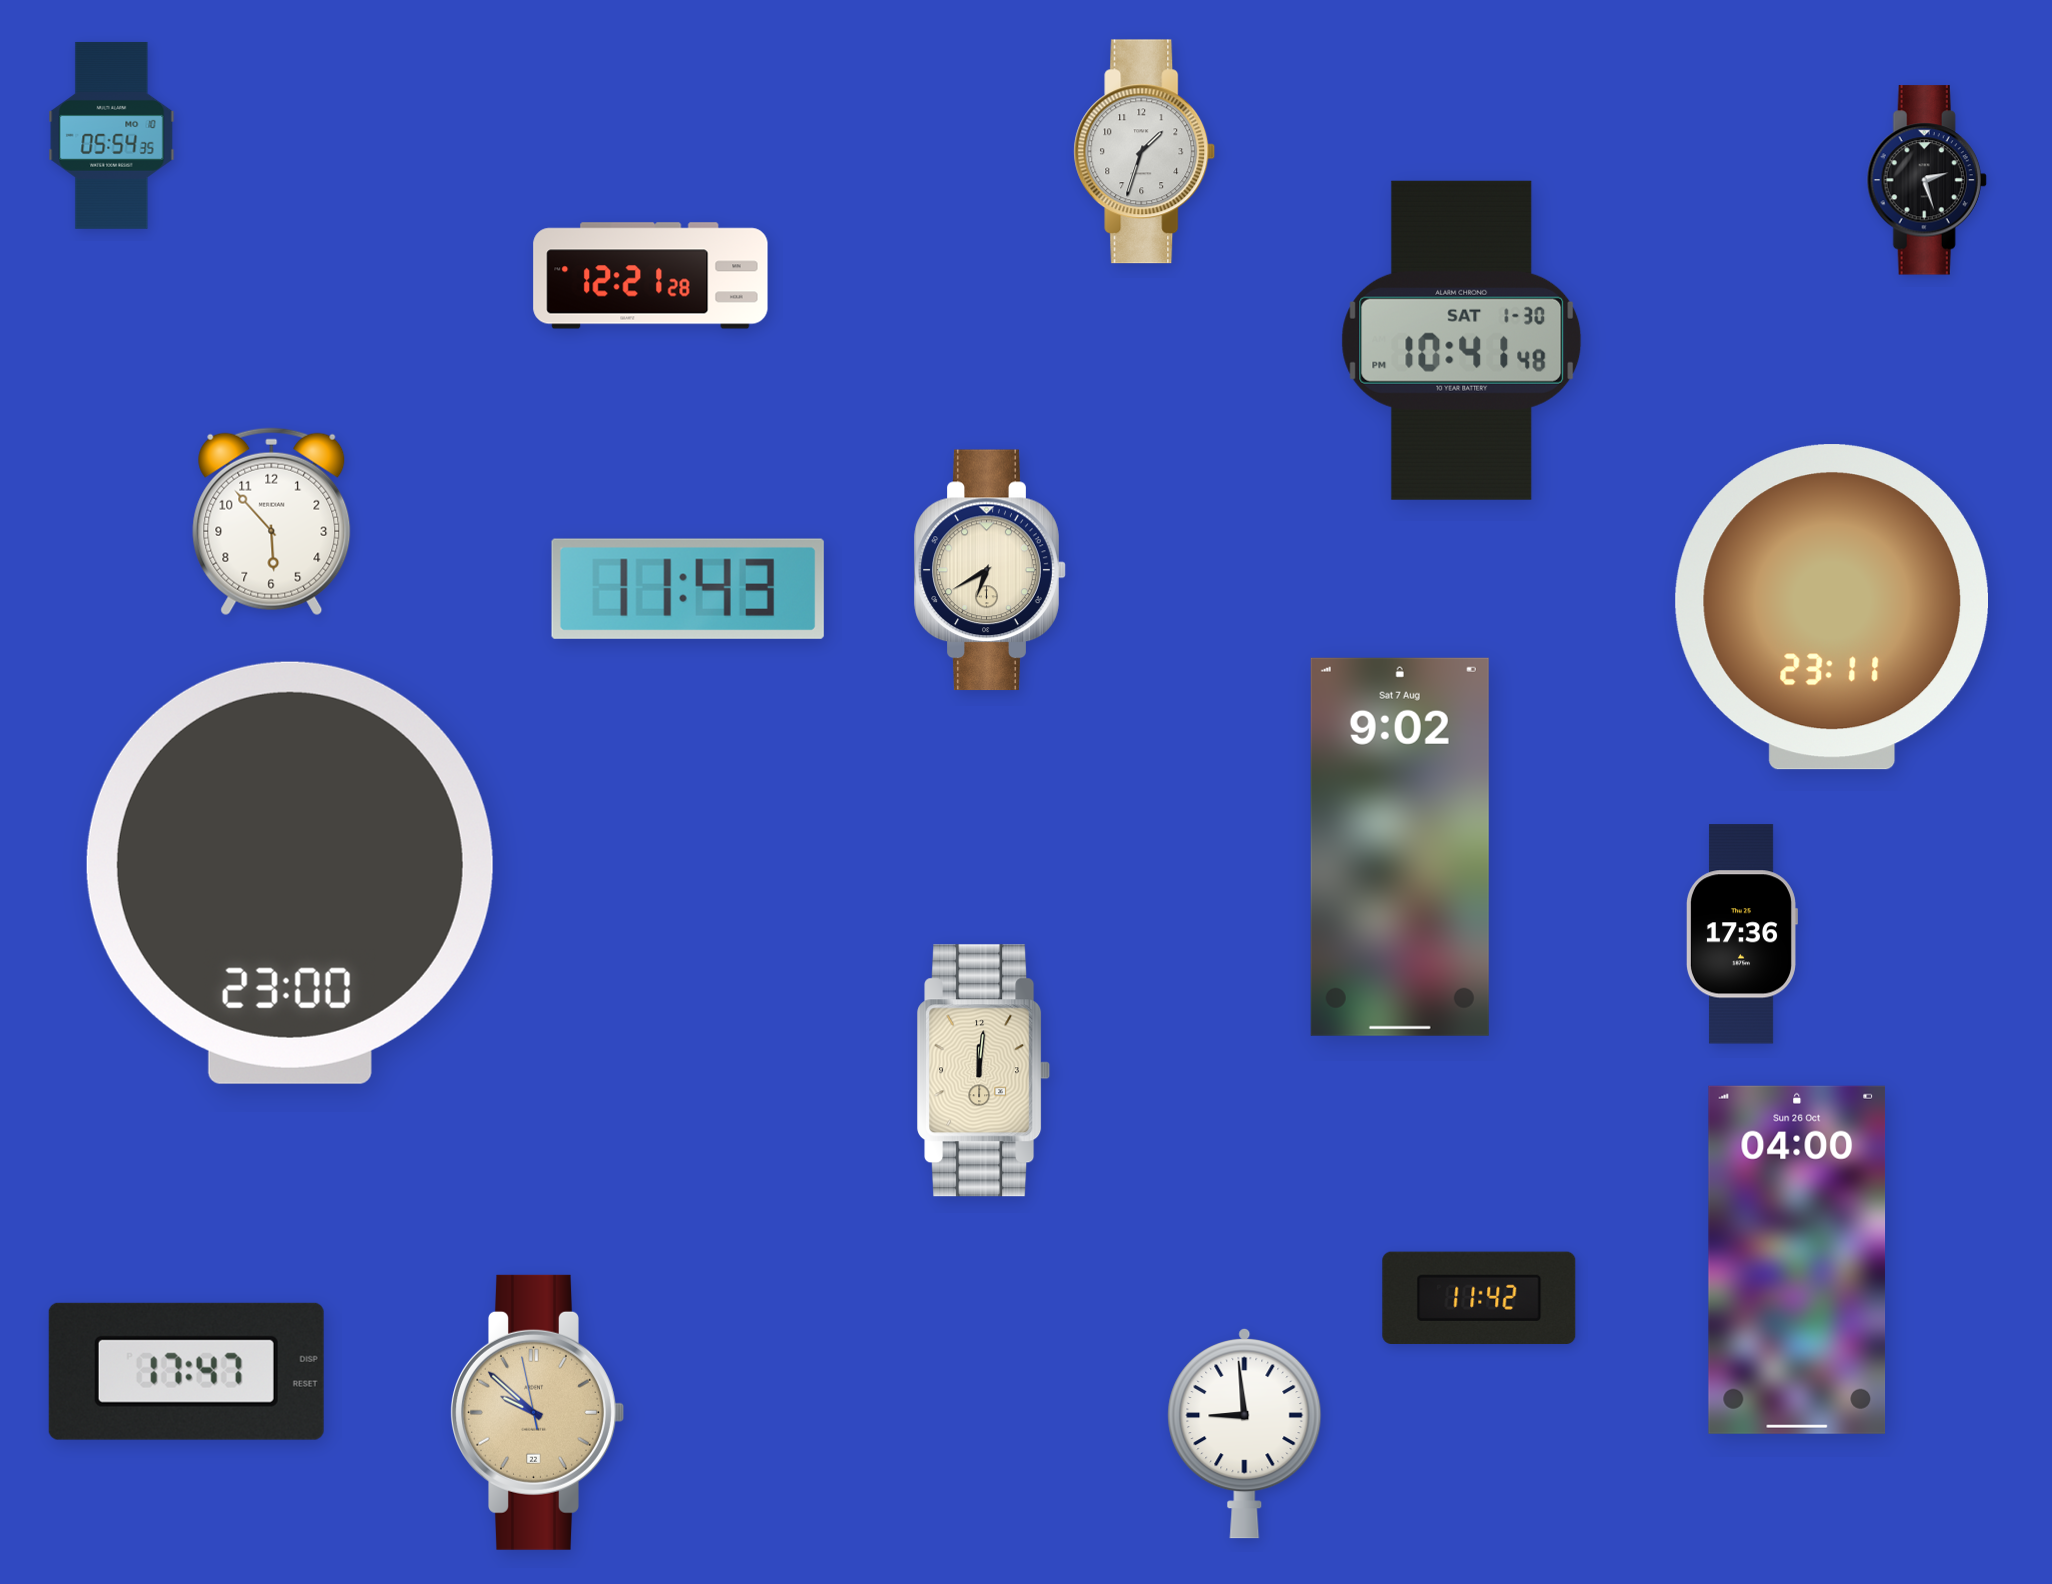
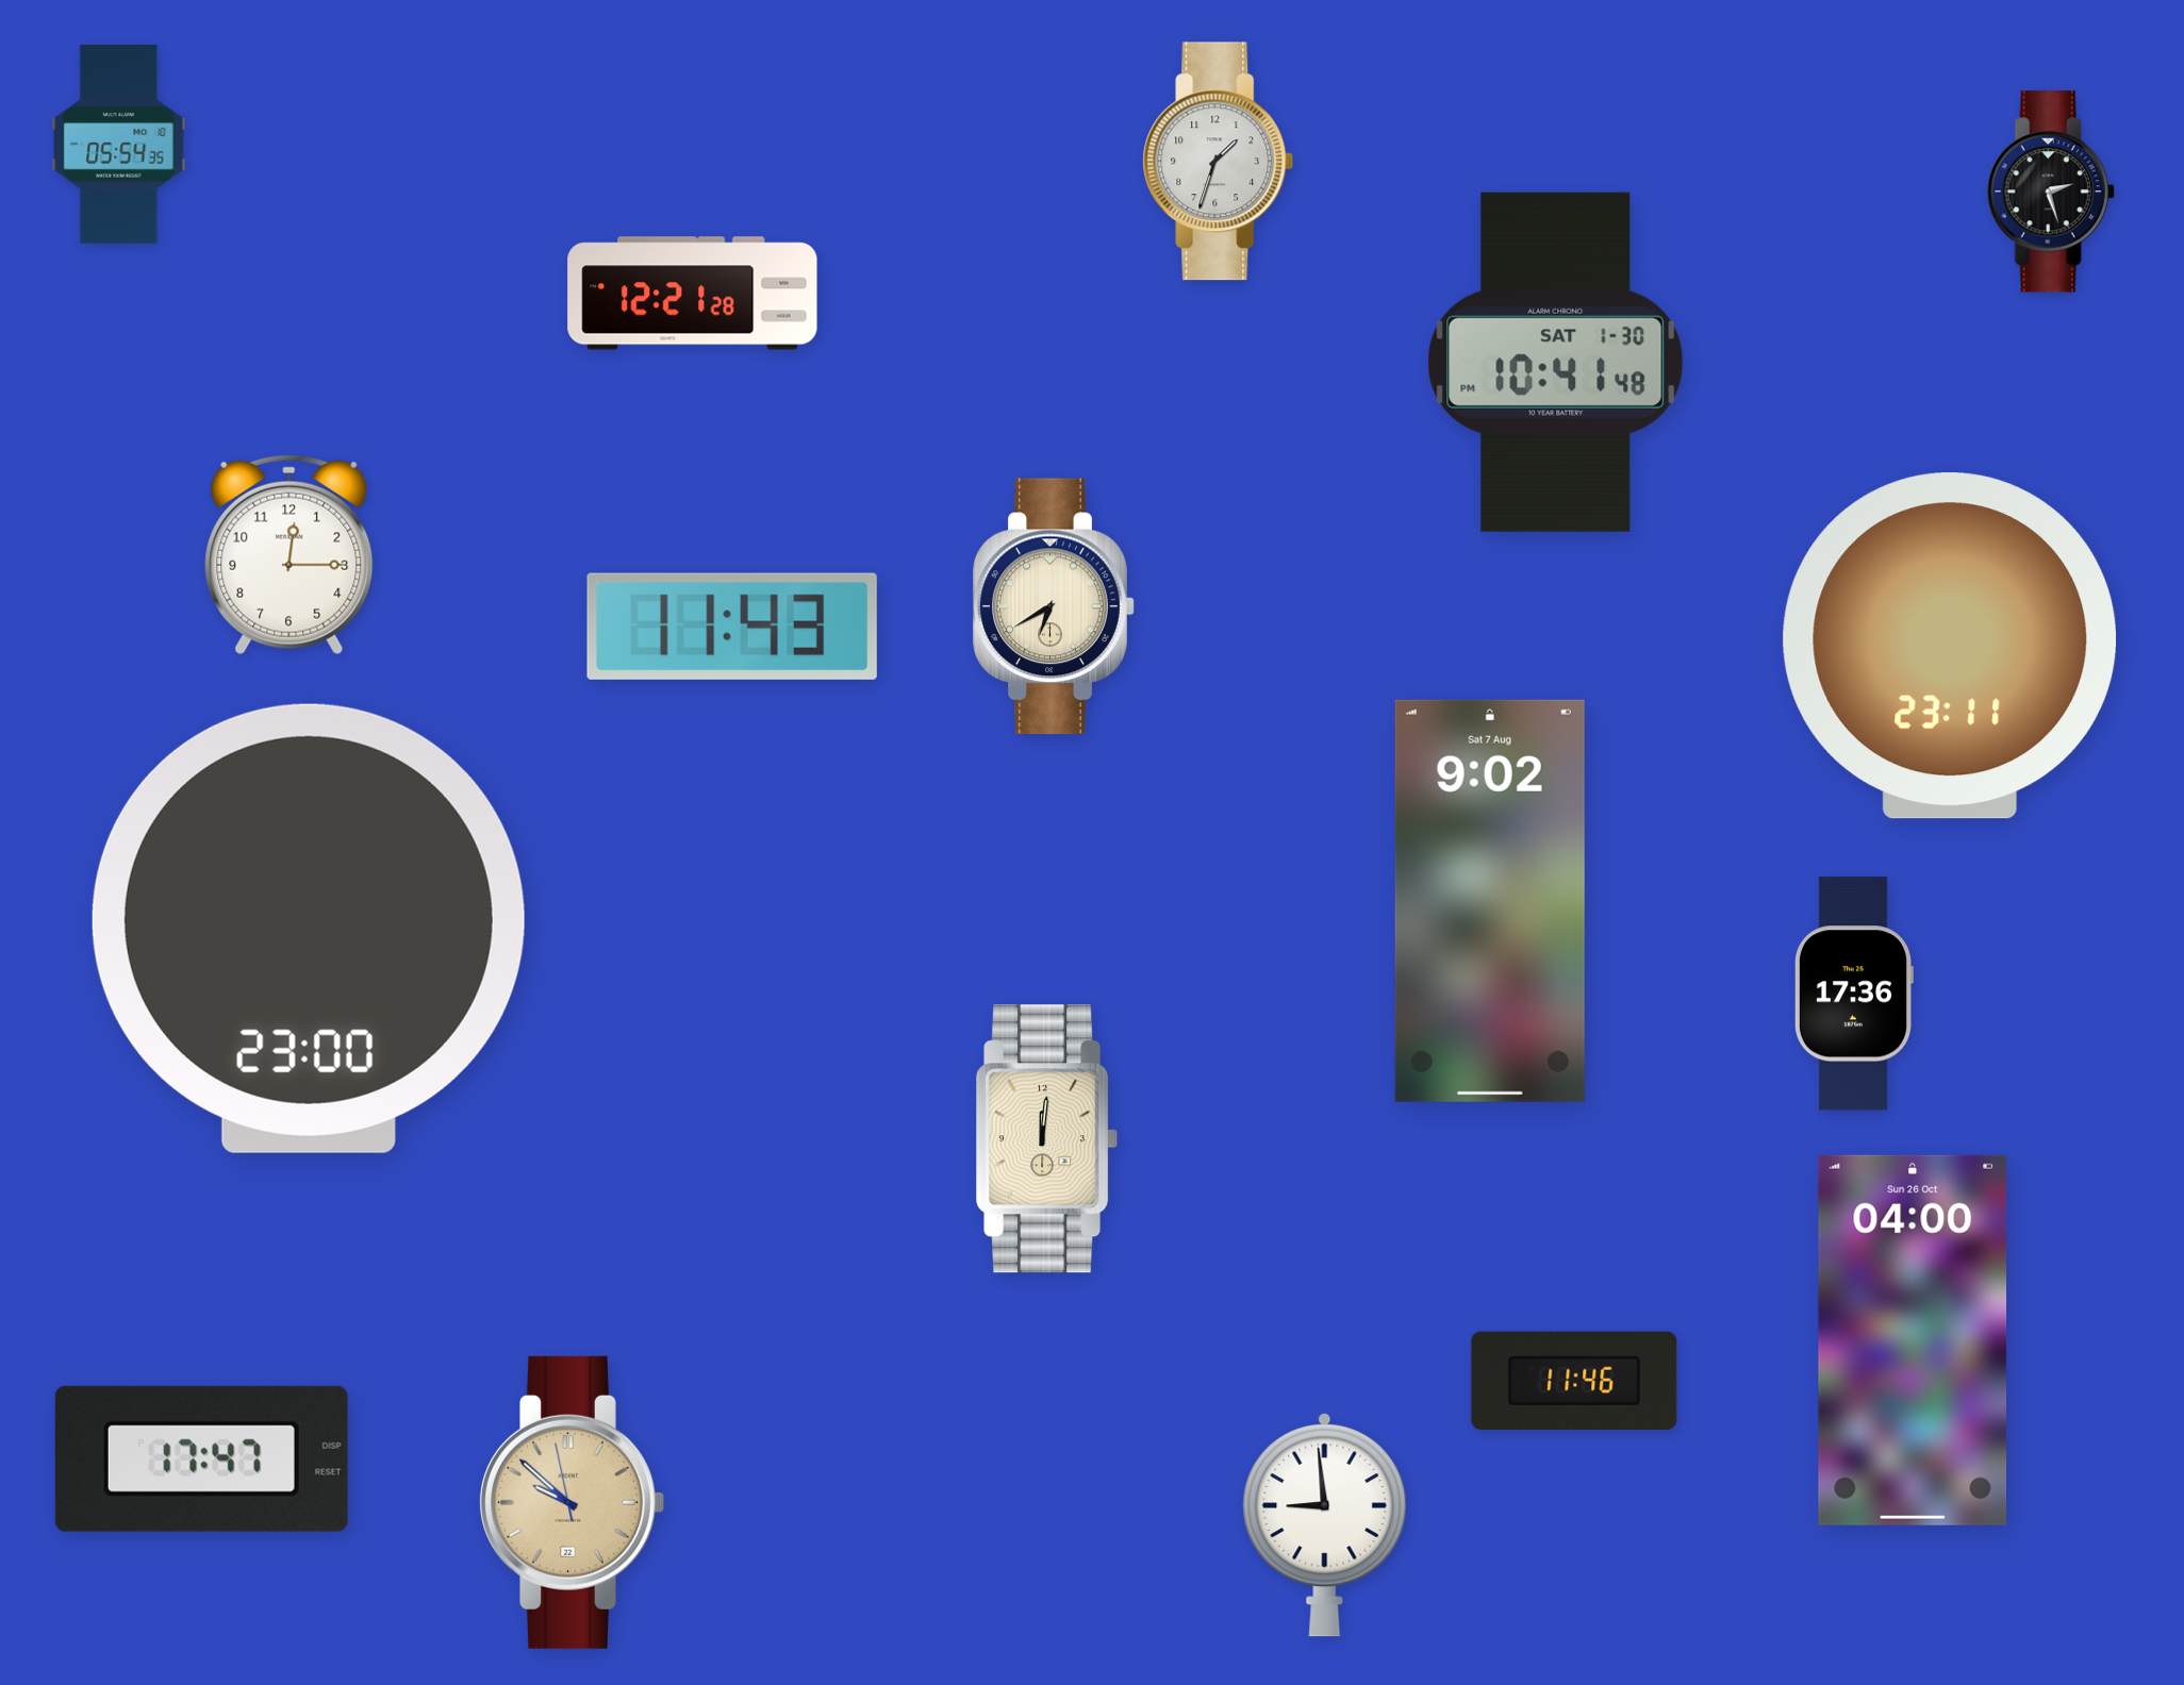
clock at (272, 522): 5:53 -> 12:15
clock at (1479, 1298): 11:42 -> 11:46
clock at (186, 1371) position: (186, 1371) -> (201, 1458)
